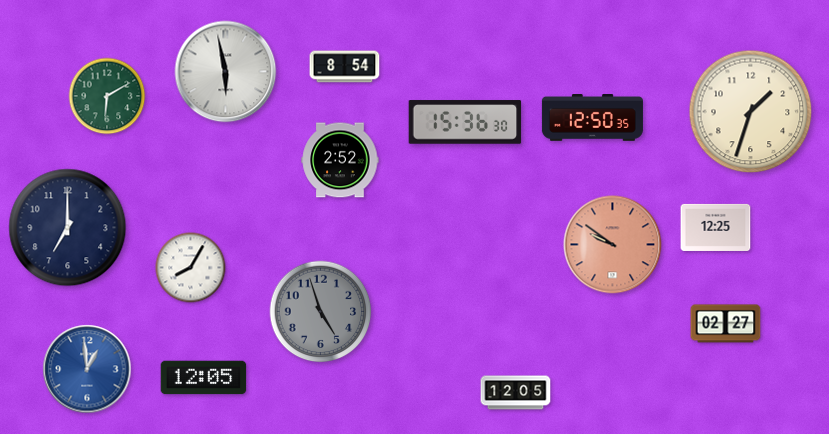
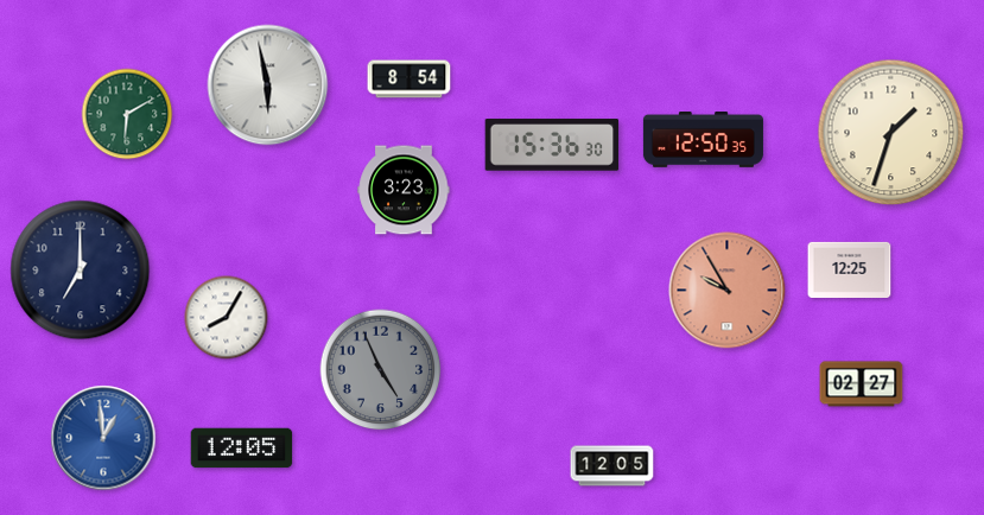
clock at (340, 160): 2:52 -> 3:23
clock at (613, 245): 9:51 -> 9:55
clock at (321, 312): 4:57 -> 4:56
